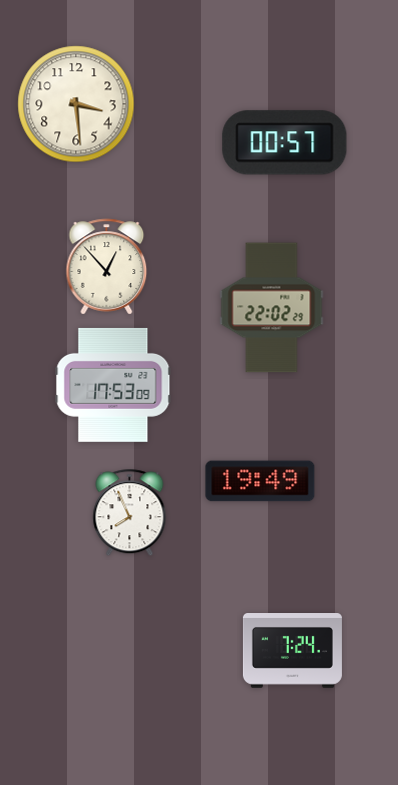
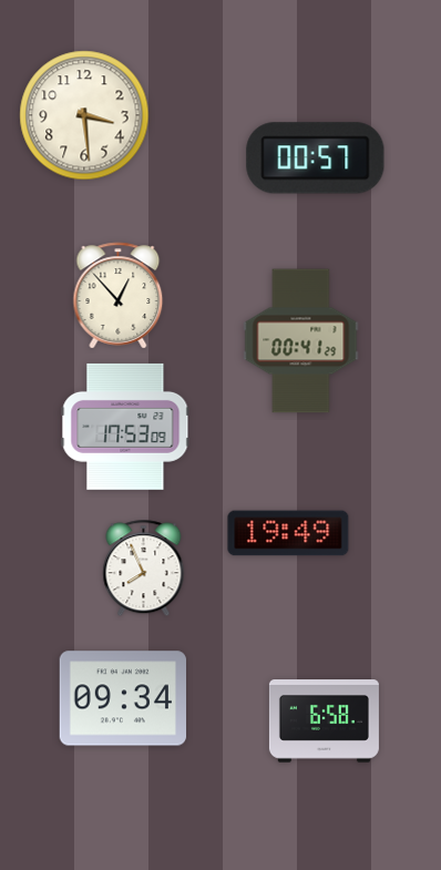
clock at (272, 308): 22:02 -> 00:41
clock at (123, 698): none -> 09:34
clock at (292, 651): 7:24 -> 6:58
